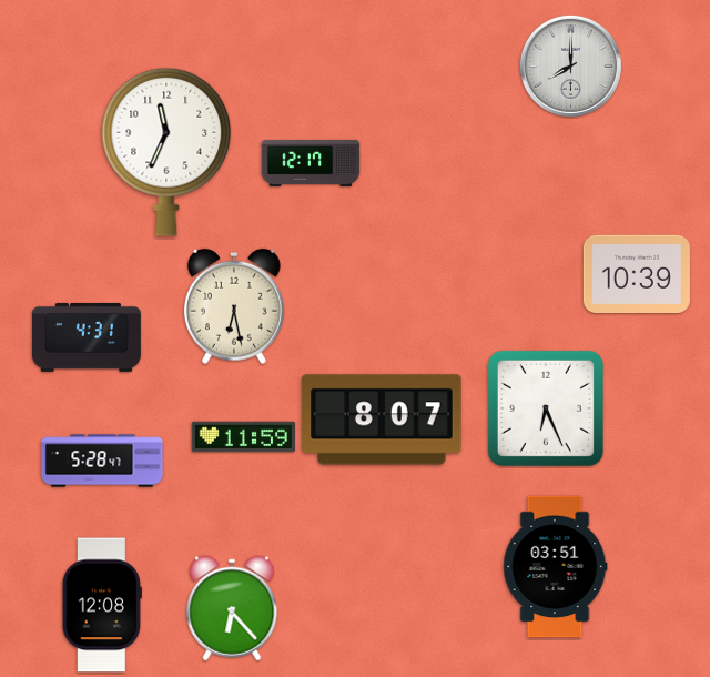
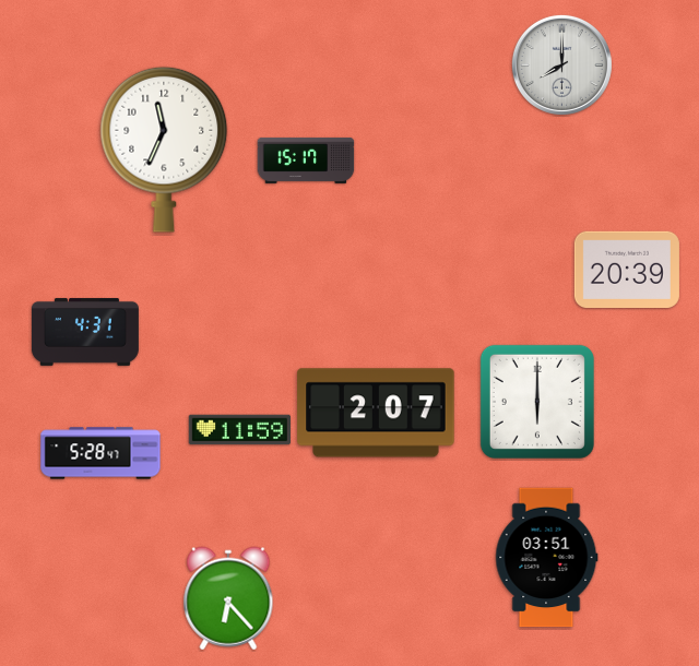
clock at (311, 163): 12:17 -> 15:17
clock at (637, 273): 10:39 -> 20:39
clock at (234, 306): 6:28 -> none
clock at (546, 408): 6:26 -> 6:00
clock at (382, 420): 8:07 -> 2:07
clock at (102, 605): 12:08 -> none
